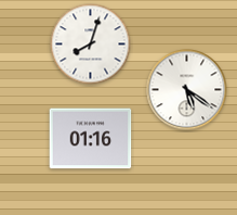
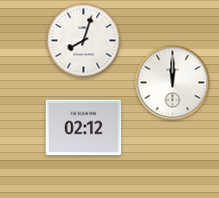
clock at (187, 90): 5:21 -> 12:00
clock at (91, 139): 01:16 -> 02:12
